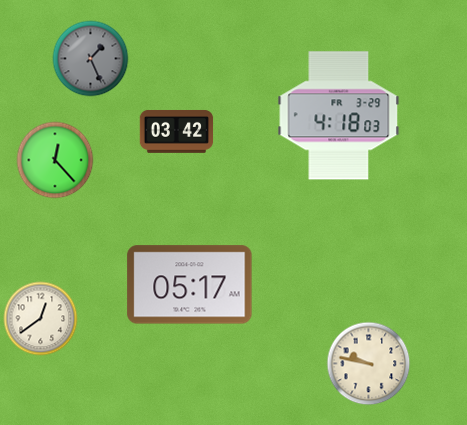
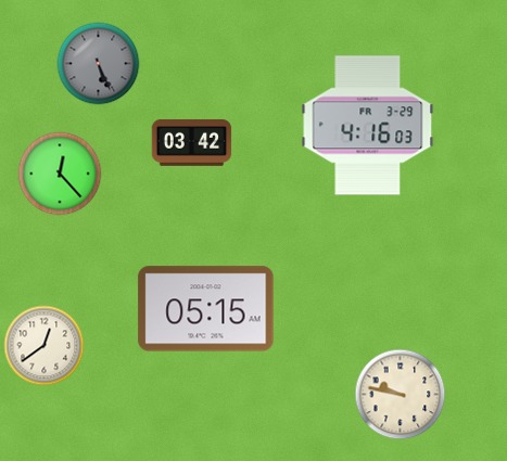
clock at (91, 59): 1:26 -> 5:26
clock at (339, 116): 4:18 -> 4:16
clock at (190, 285): 05:17 -> 05:15
